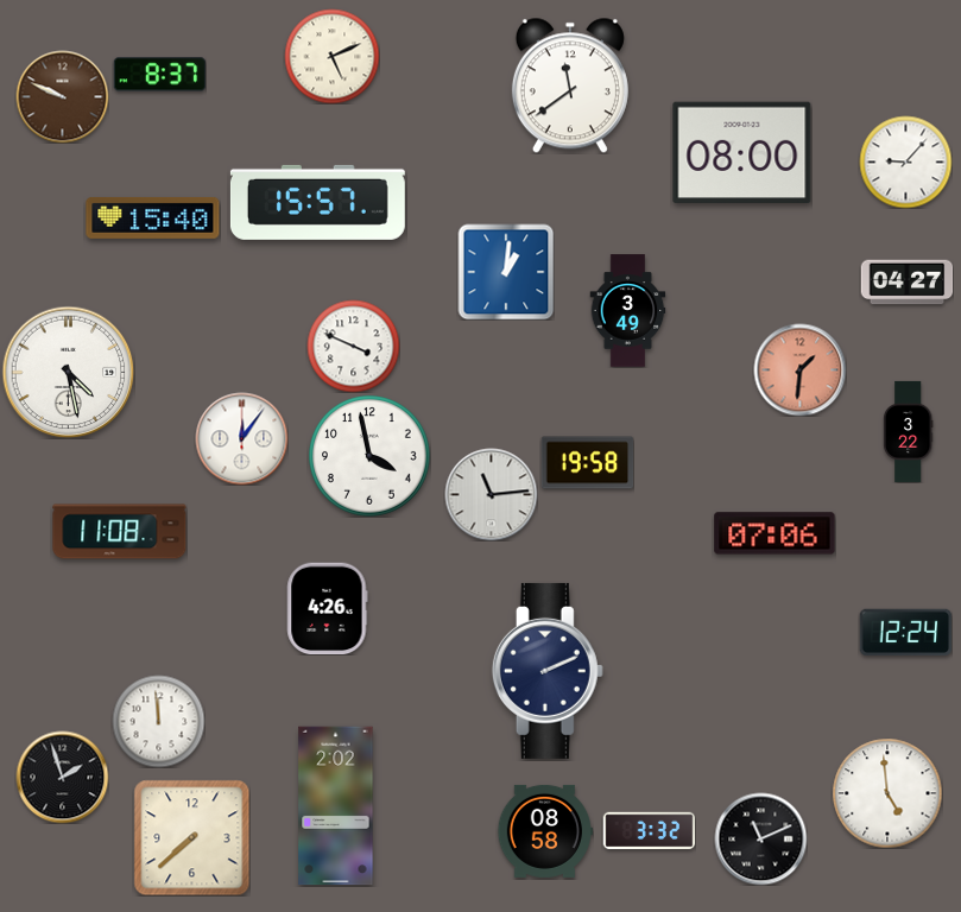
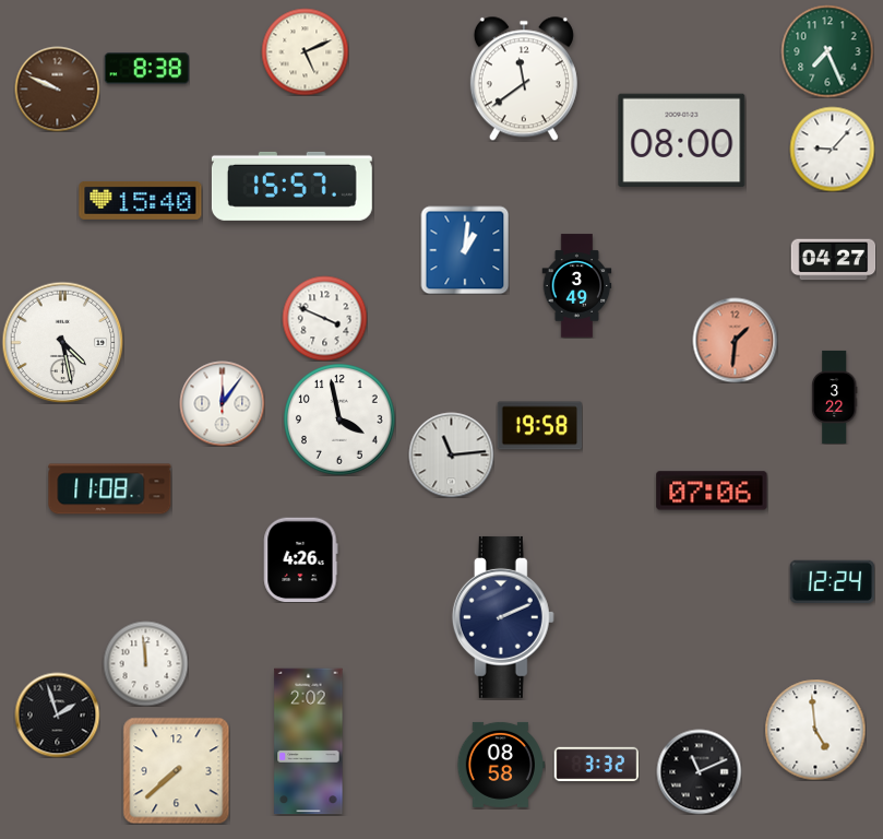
clock at (827, 51): none -> 7:26
clock at (159, 75): 8:37 -> 8:38
